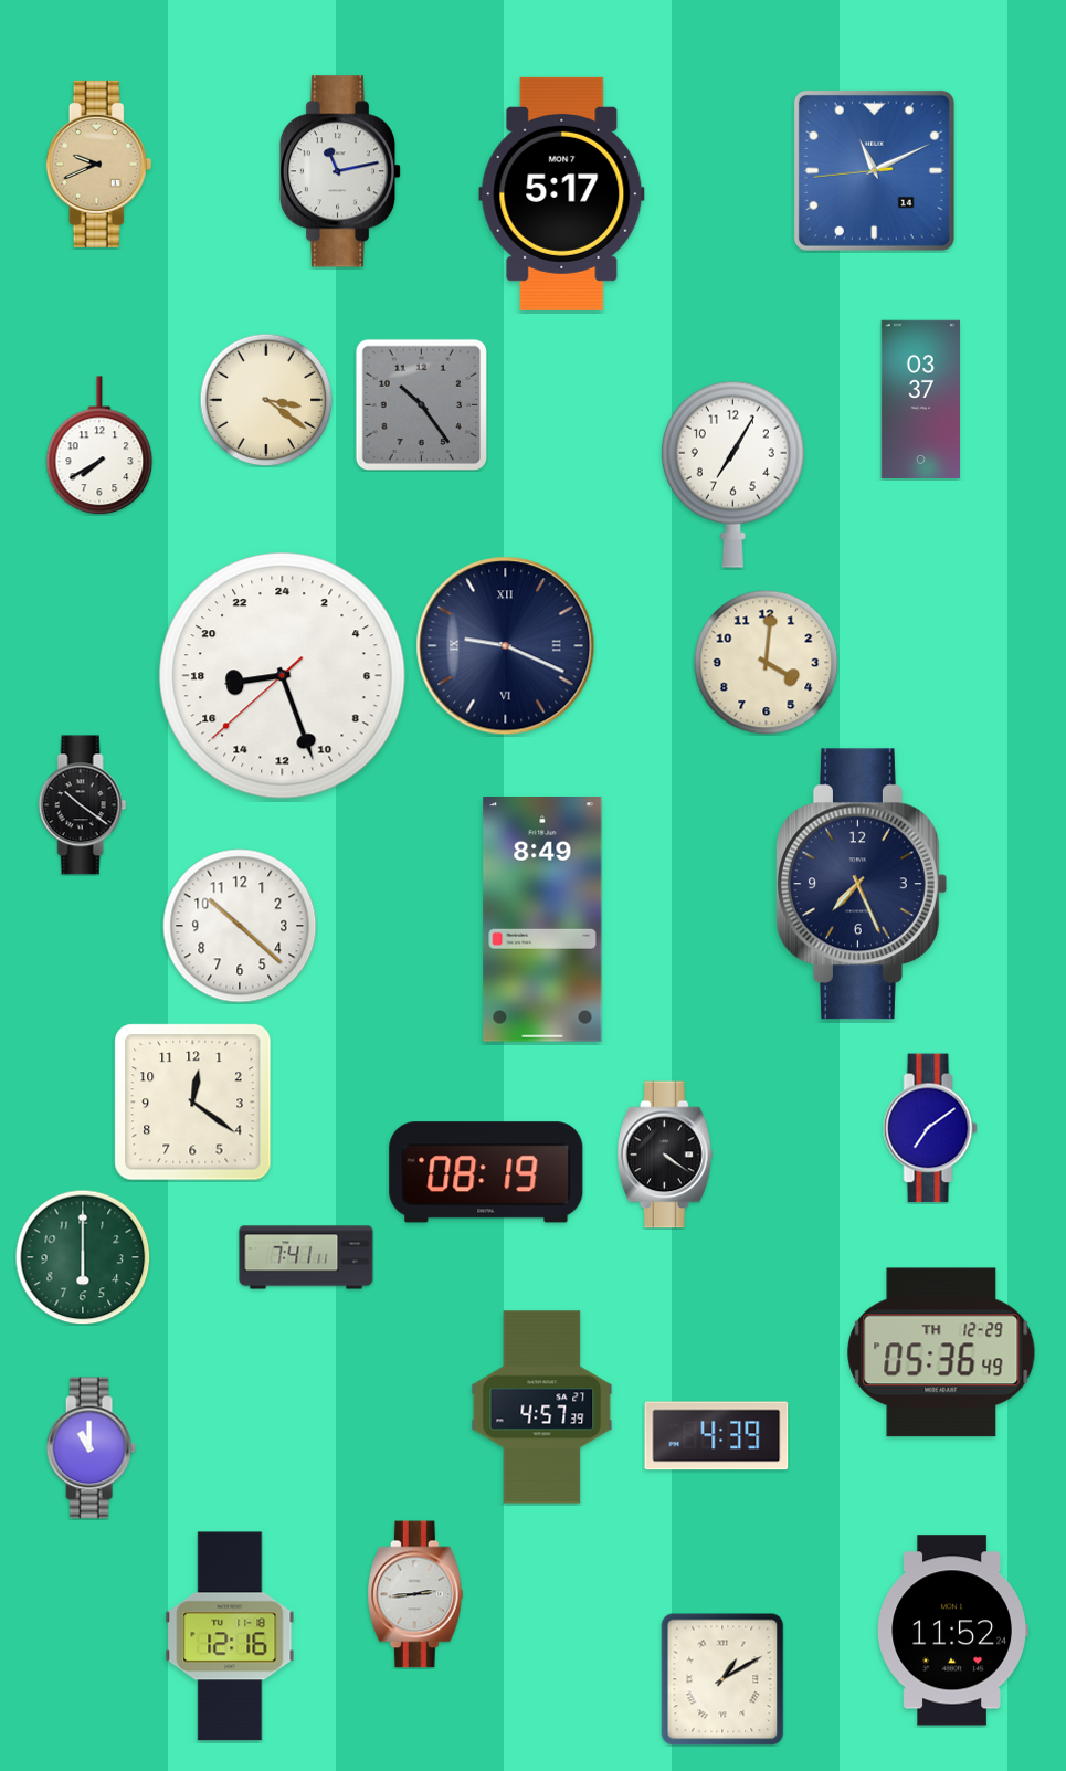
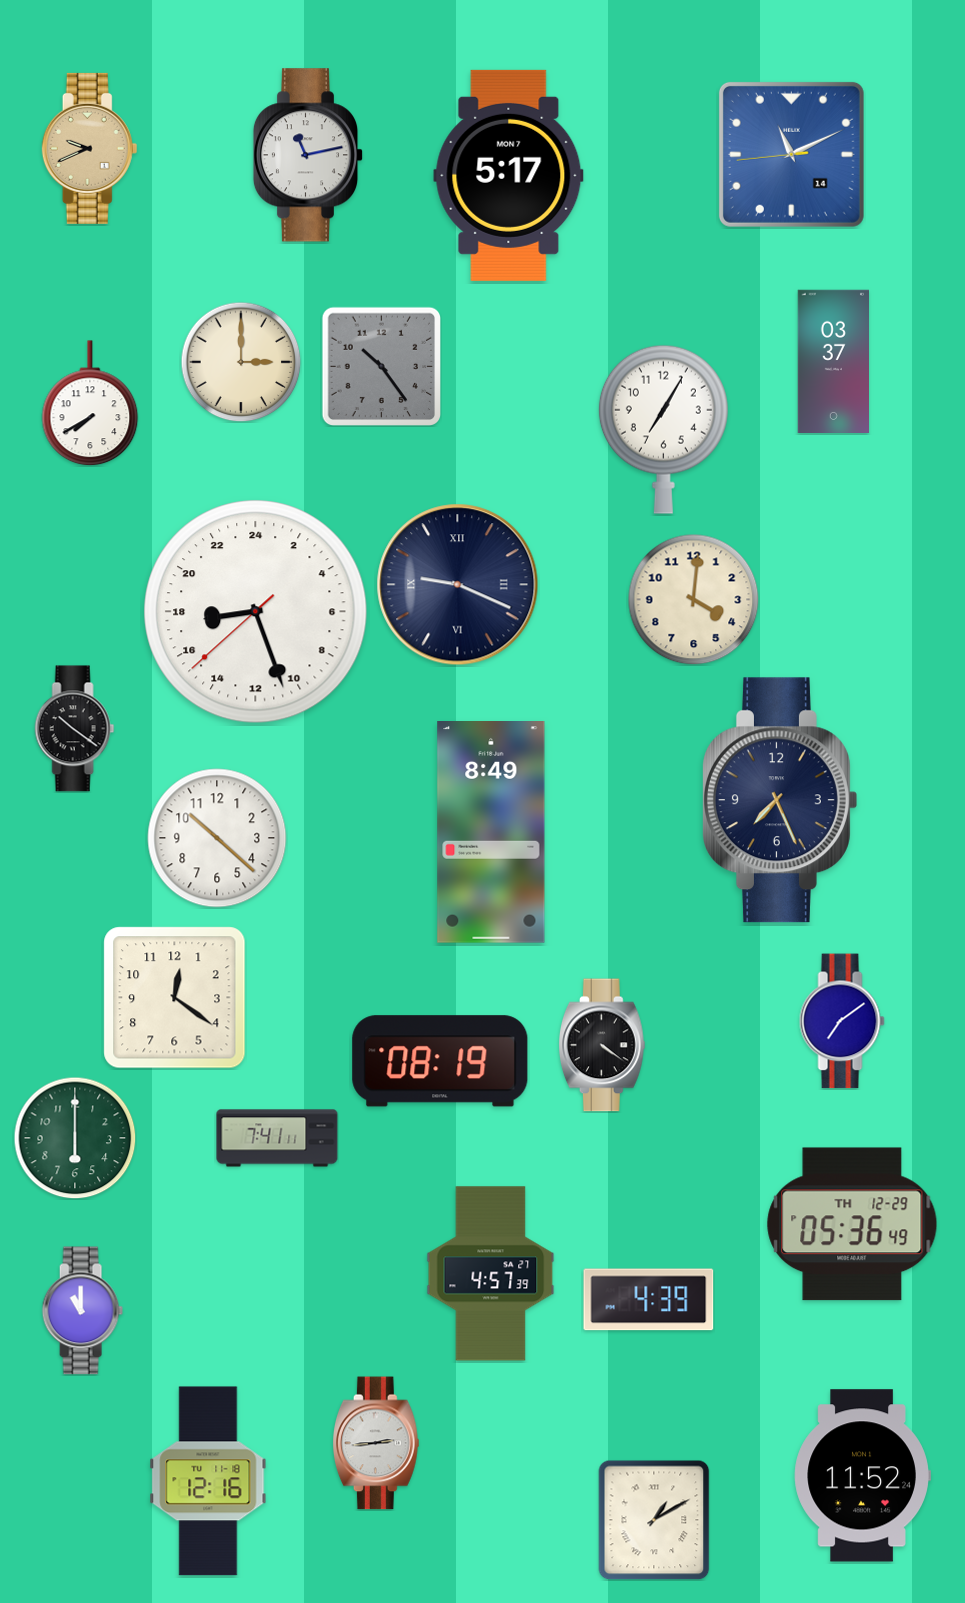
clock at (266, 400): 3:21 -> 3:00
